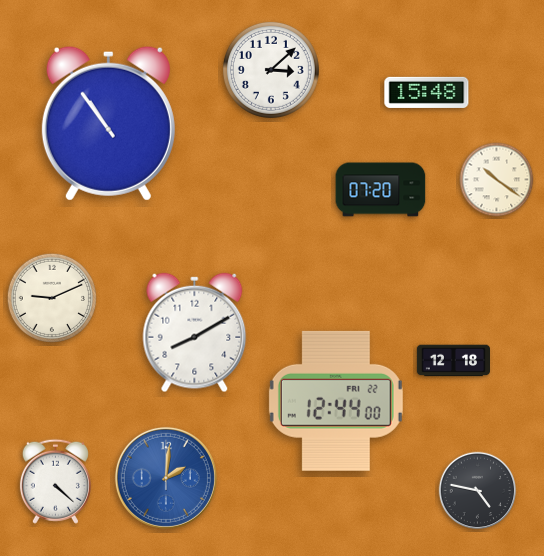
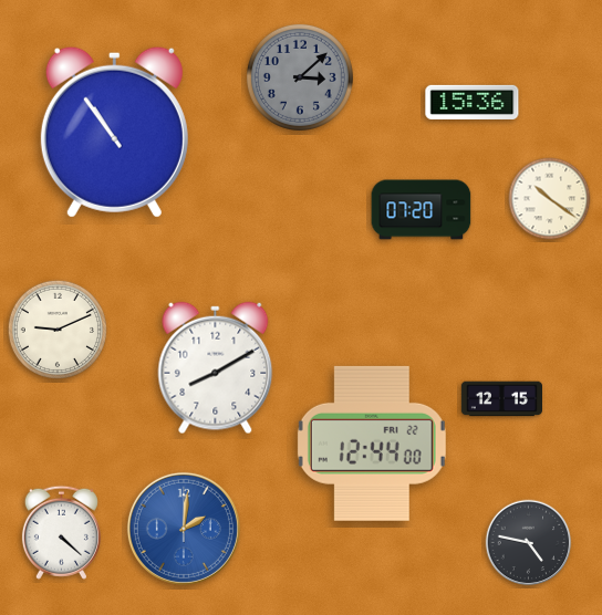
clock at (271, 70) dial: white -> grey
clock at (427, 92): 15:48 -> 15:36
clock at (108, 123) position: (108, 123) -> (114, 132)
clock at (453, 361): 12:18 -> 12:15
